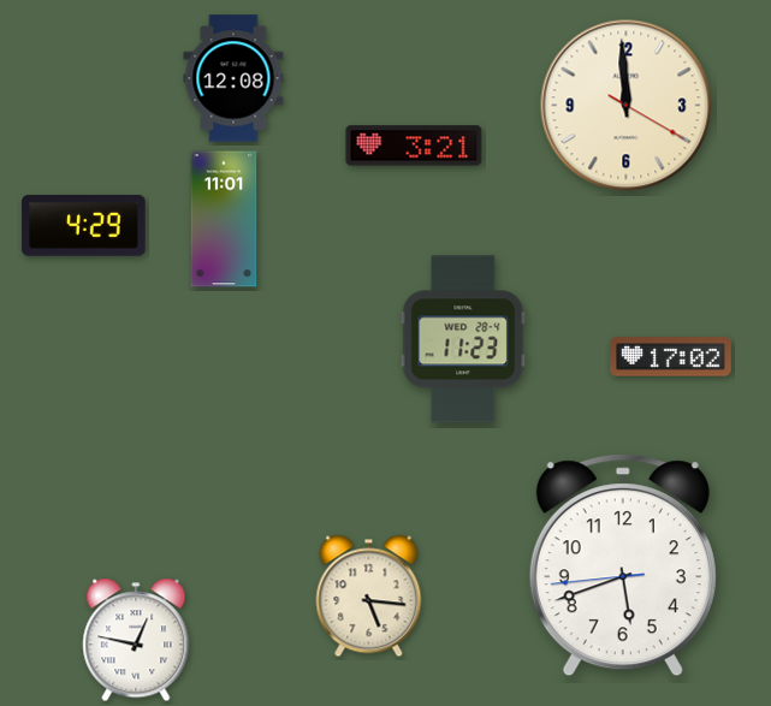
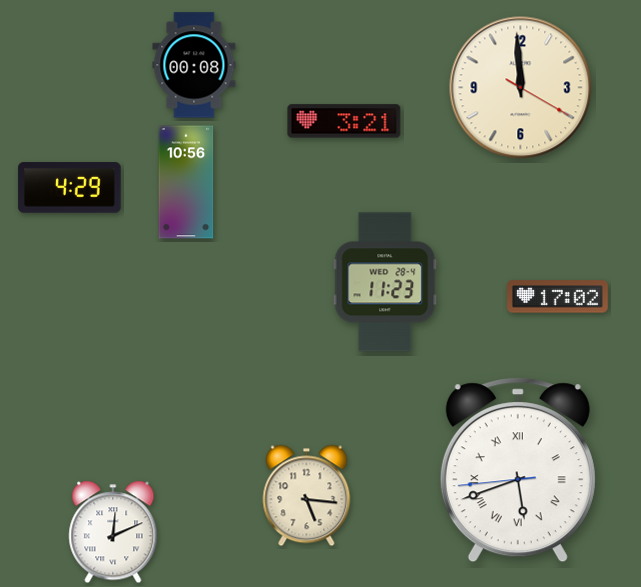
clock at (233, 78): 12:08 -> 00:08
clock at (224, 219): 11:01 -> 10:56
clock at (623, 565) numerals: Arabic -> Roman
clock at (136, 640): 12:47 -> 12:11
